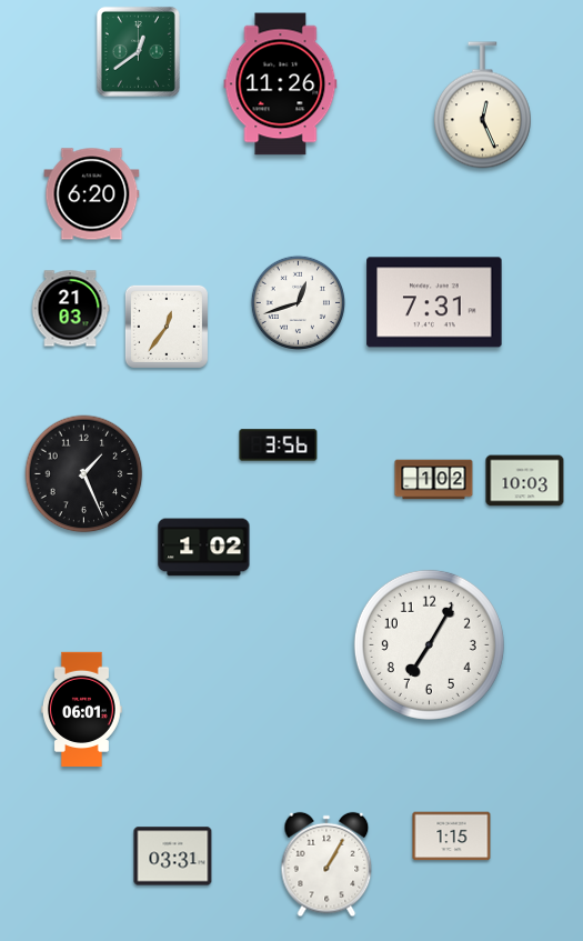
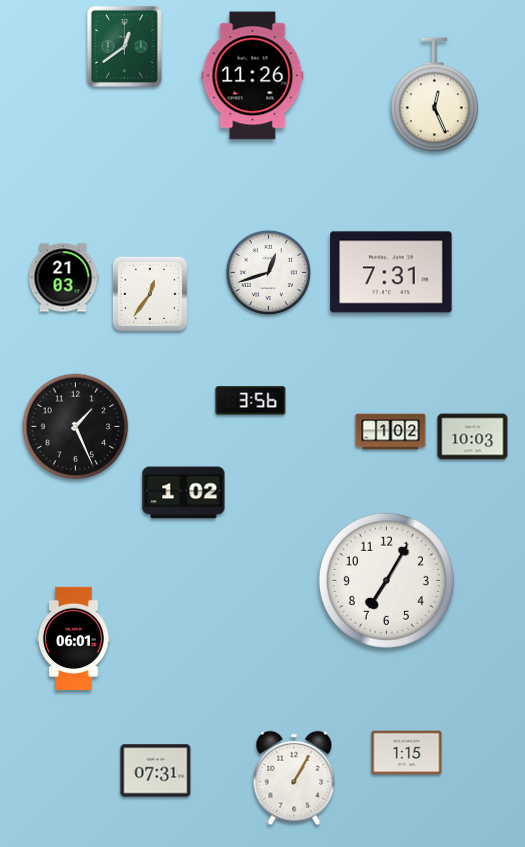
clock at (92, 194): 6:20 -> none
clock at (525, 481) position: (525, 481) -> (473, 437)
clock at (173, 857): 03:31 -> 07:31
